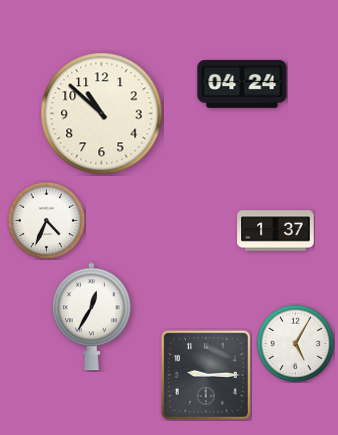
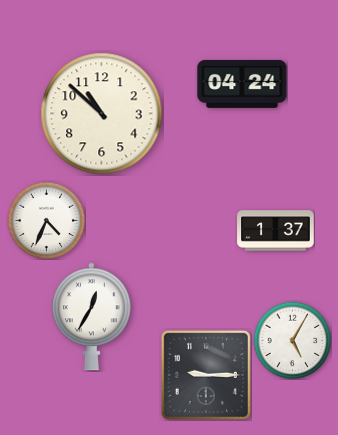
clock at (295, 343) position: (295, 343) -> (292, 340)
